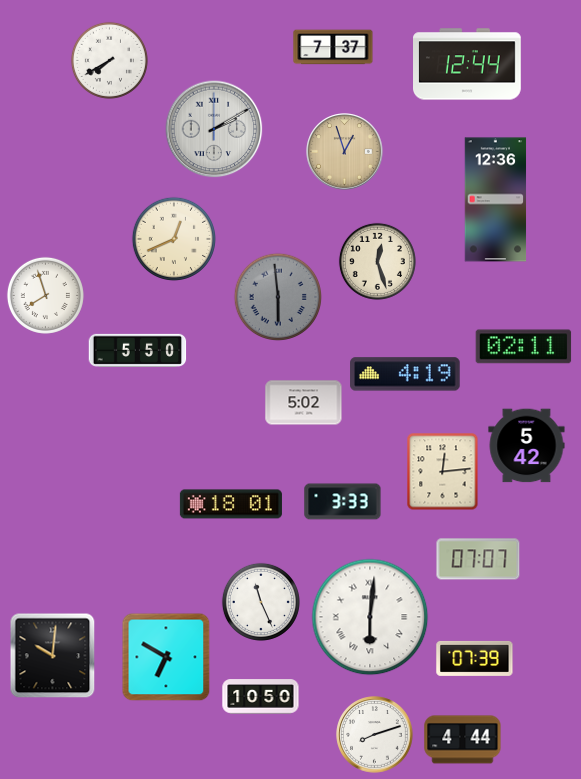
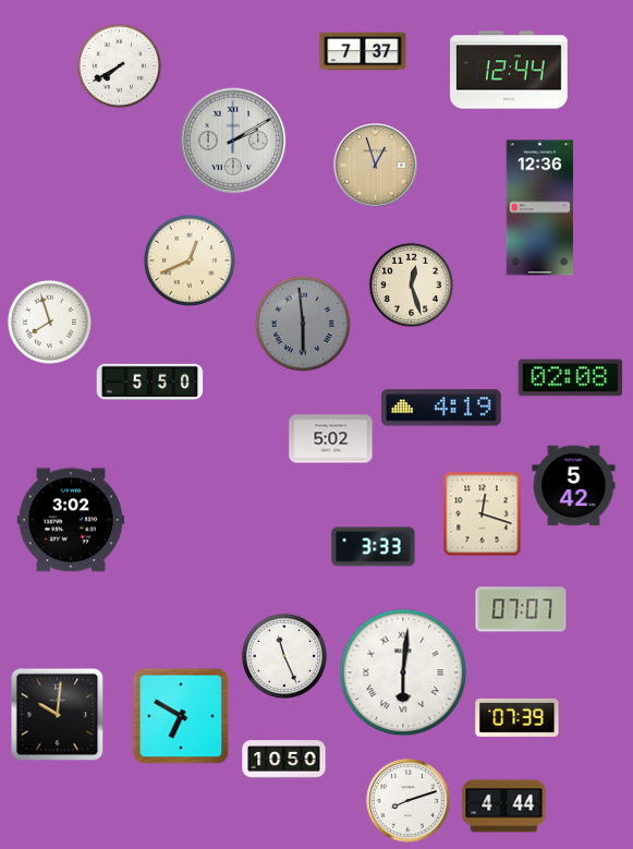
clock at (496, 200) position: (496, 200) -> (540, 208)
clock at (524, 347): 02:11 -> 02:08
clock at (443, 471): 12:14 -> 12:18
clock at (71, 520): none -> 3:02
clock at (231, 504): 18:01 -> none
